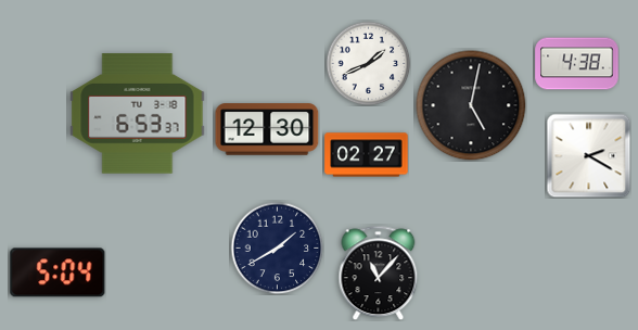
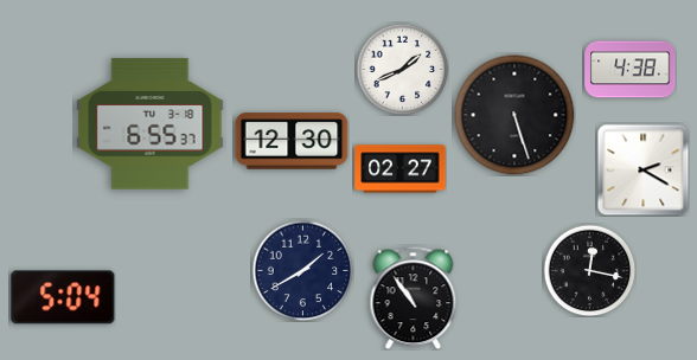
clock at (471, 105): 5:02 -> 5:27
clock at (138, 114): 6:53 -> 6:55
clock at (589, 270): none -> 12:17
clock at (379, 272): 11:07 -> 10:54
